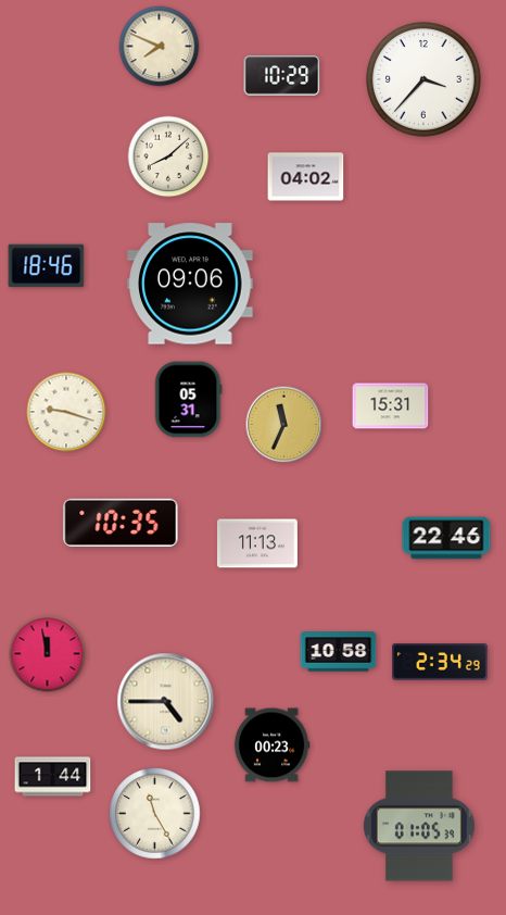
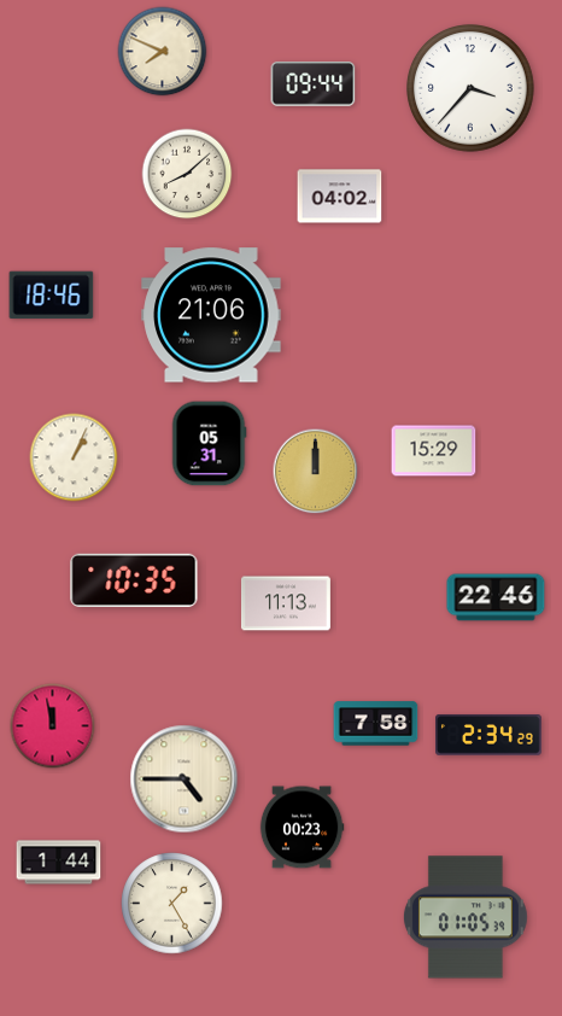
clock at (160, 47) position: (160, 47) -> (163, 52)
clock at (282, 76): 10:29 -> 09:44
clock at (190, 284): 09:06 -> 21:06
clock at (391, 406): 15:31 -> 15:29
clock at (66, 412): 9:18 -> 1:04
clock at (284, 425): 11:34 -> 12:00
clock at (339, 652): 10:58 -> 7:58
clock at (155, 814): 11:25 -> 1:25
